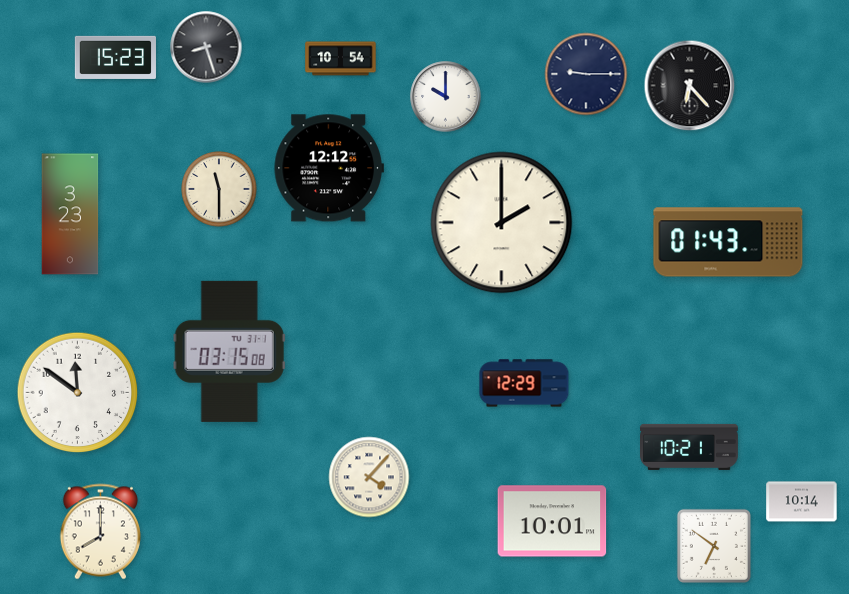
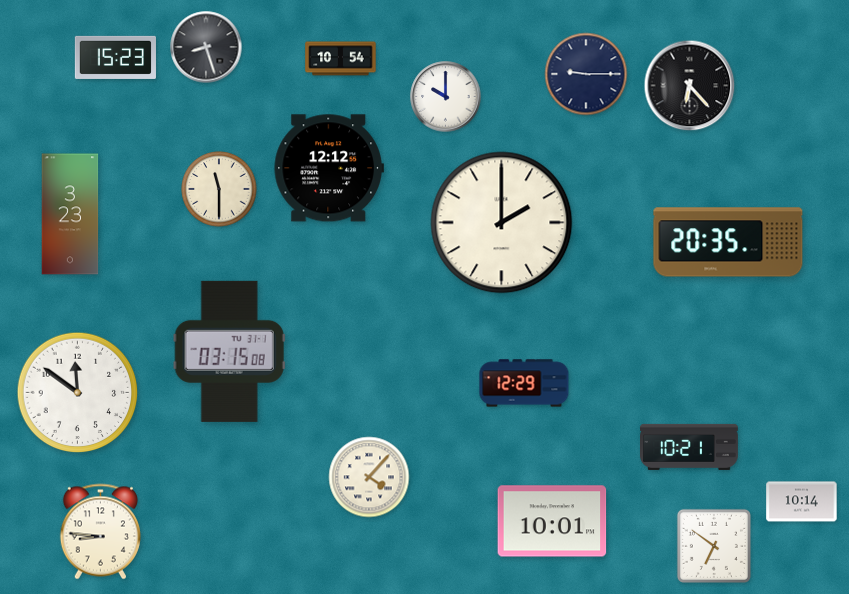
clock at (728, 242): 01:43 -> 20:35
clock at (100, 532): 8:00 -> 8:46
